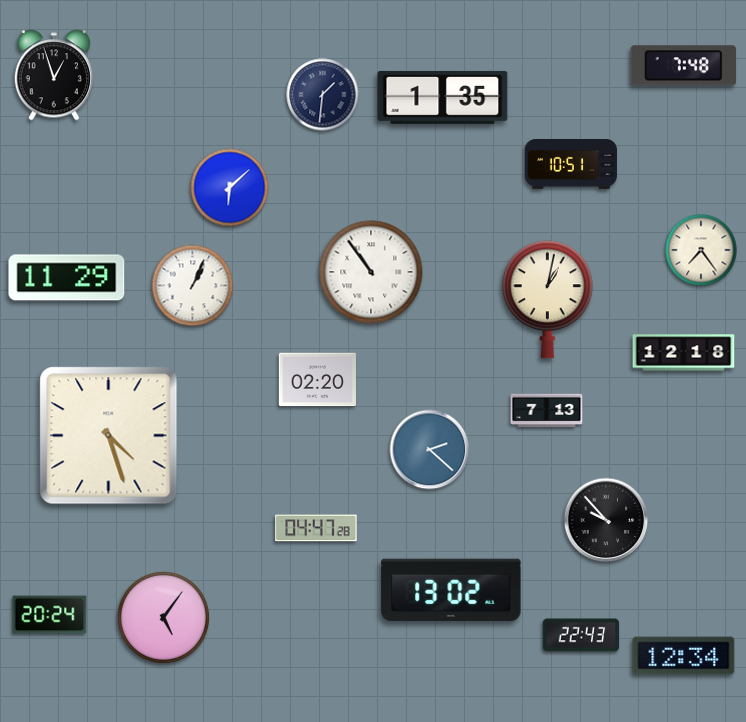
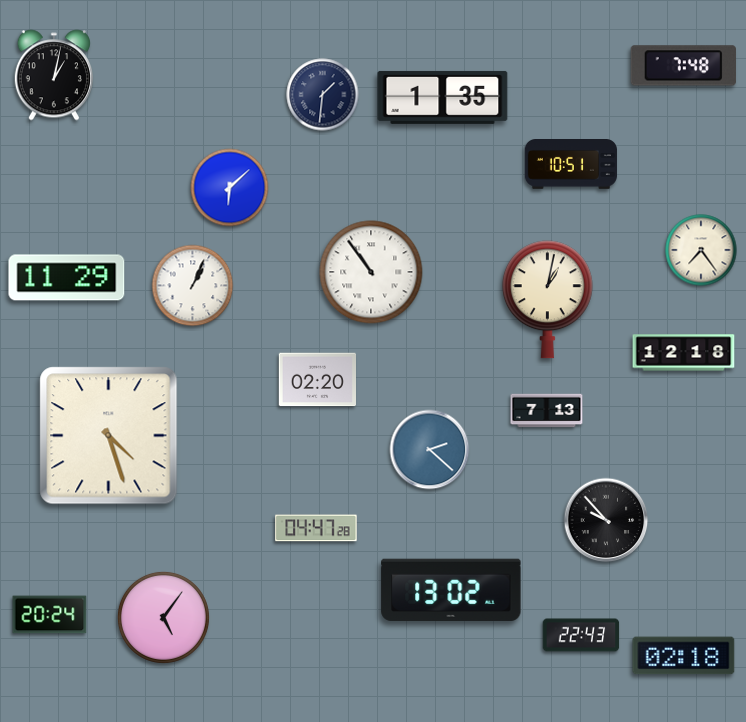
clock at (53, 75): 12:57 -> 1:02
clock at (684, 656): 12:34 -> 02:18
